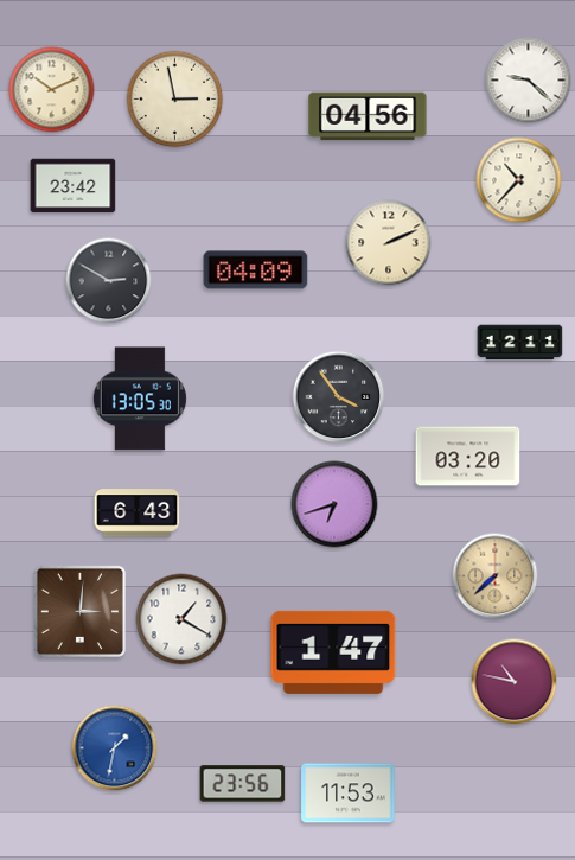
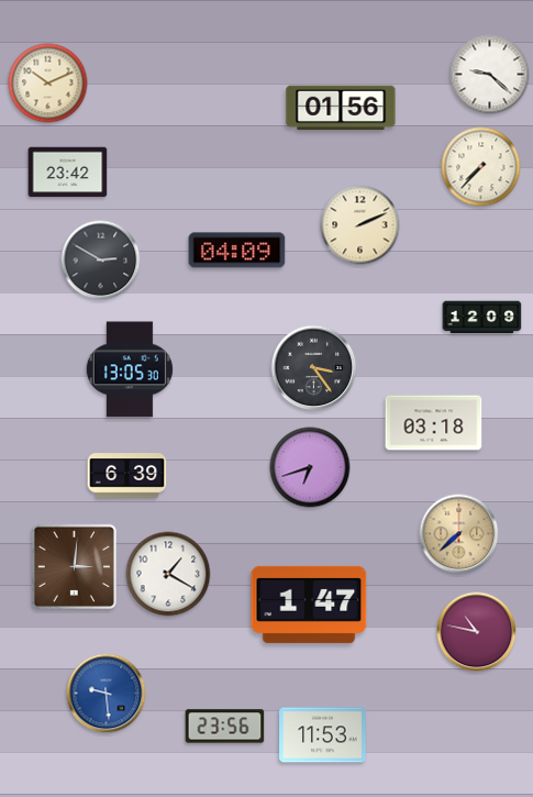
clock at (175, 100): 2:58 -> none
clock at (368, 116): 04:56 -> 01:56
clock at (519, 180): 10:37 -> 7:37
clock at (520, 343): 12:11 -> 12:09
clock at (339, 397): 3:54 -> 3:24
clock at (468, 457): 03:20 -> 03:18
clock at (138, 514): 6:43 -> 6:39
clock at (115, 748): 1:32 -> 9:29
